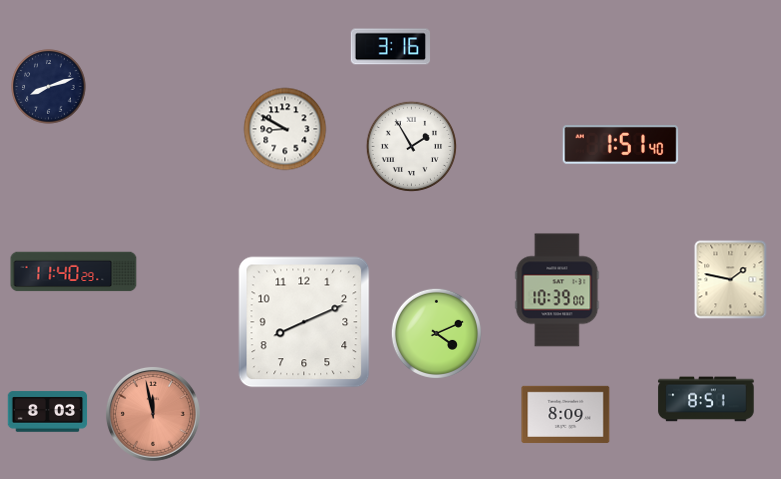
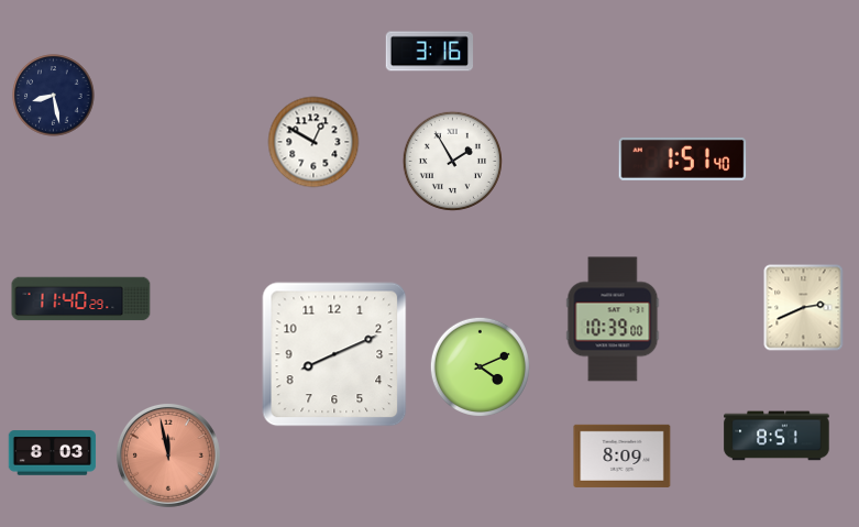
clock at (49, 87): 8:12 -> 8:28
clock at (285, 129): 8:50 -> 12:50
clock at (731, 280): 1:47 -> 2:41
clock at (706, 399) position: (706, 399) -> (777, 436)
